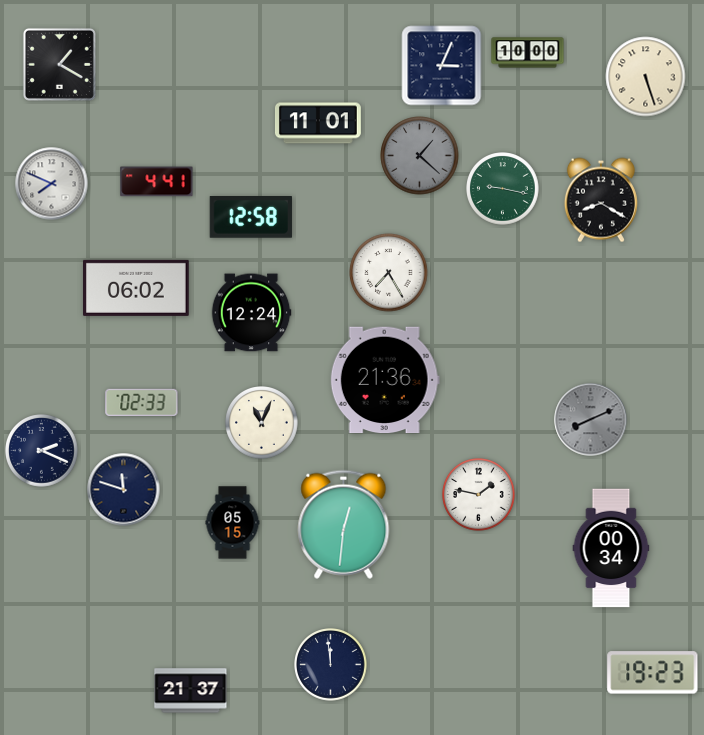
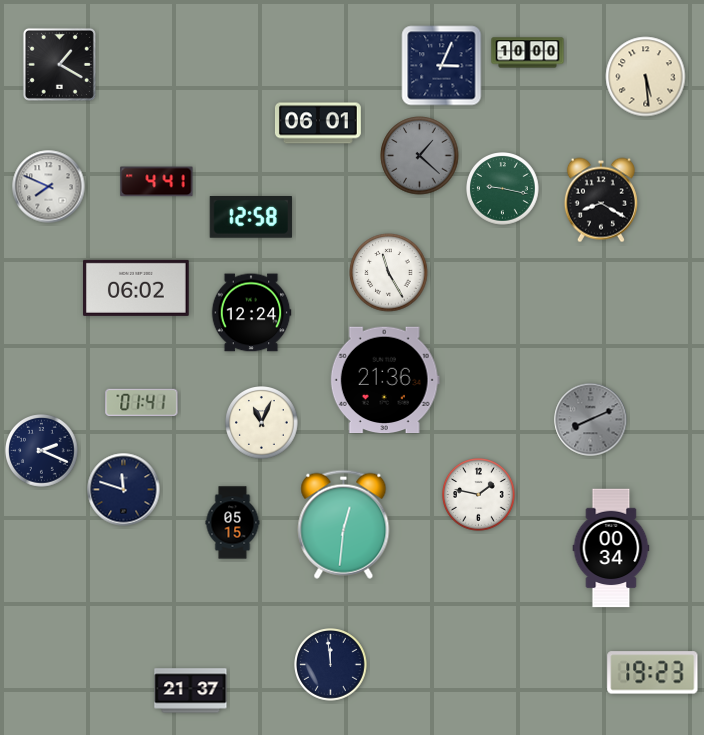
clock at (646, 77): 5:27 -> 5:29
clock at (318, 123): 11:01 -> 06:01
clock at (52, 184) position: (52, 184) -> (49, 187)
clock at (389, 273): 7:25 -> 11:25
clock at (142, 402): 02:33 -> 01:41
